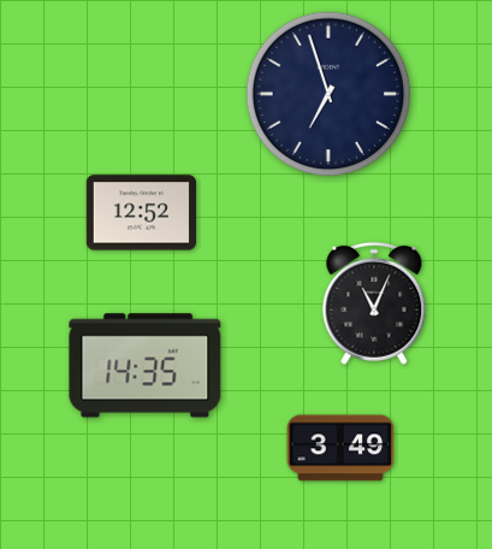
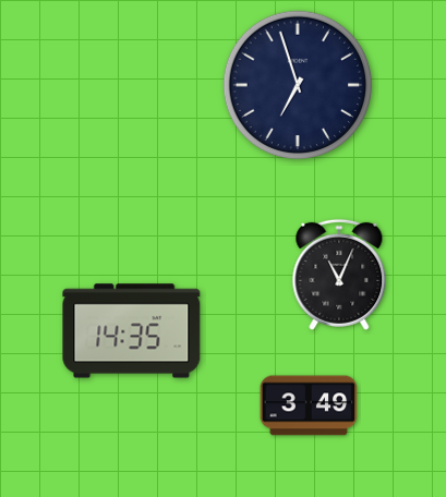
clock at (141, 213): 12:52 -> none
